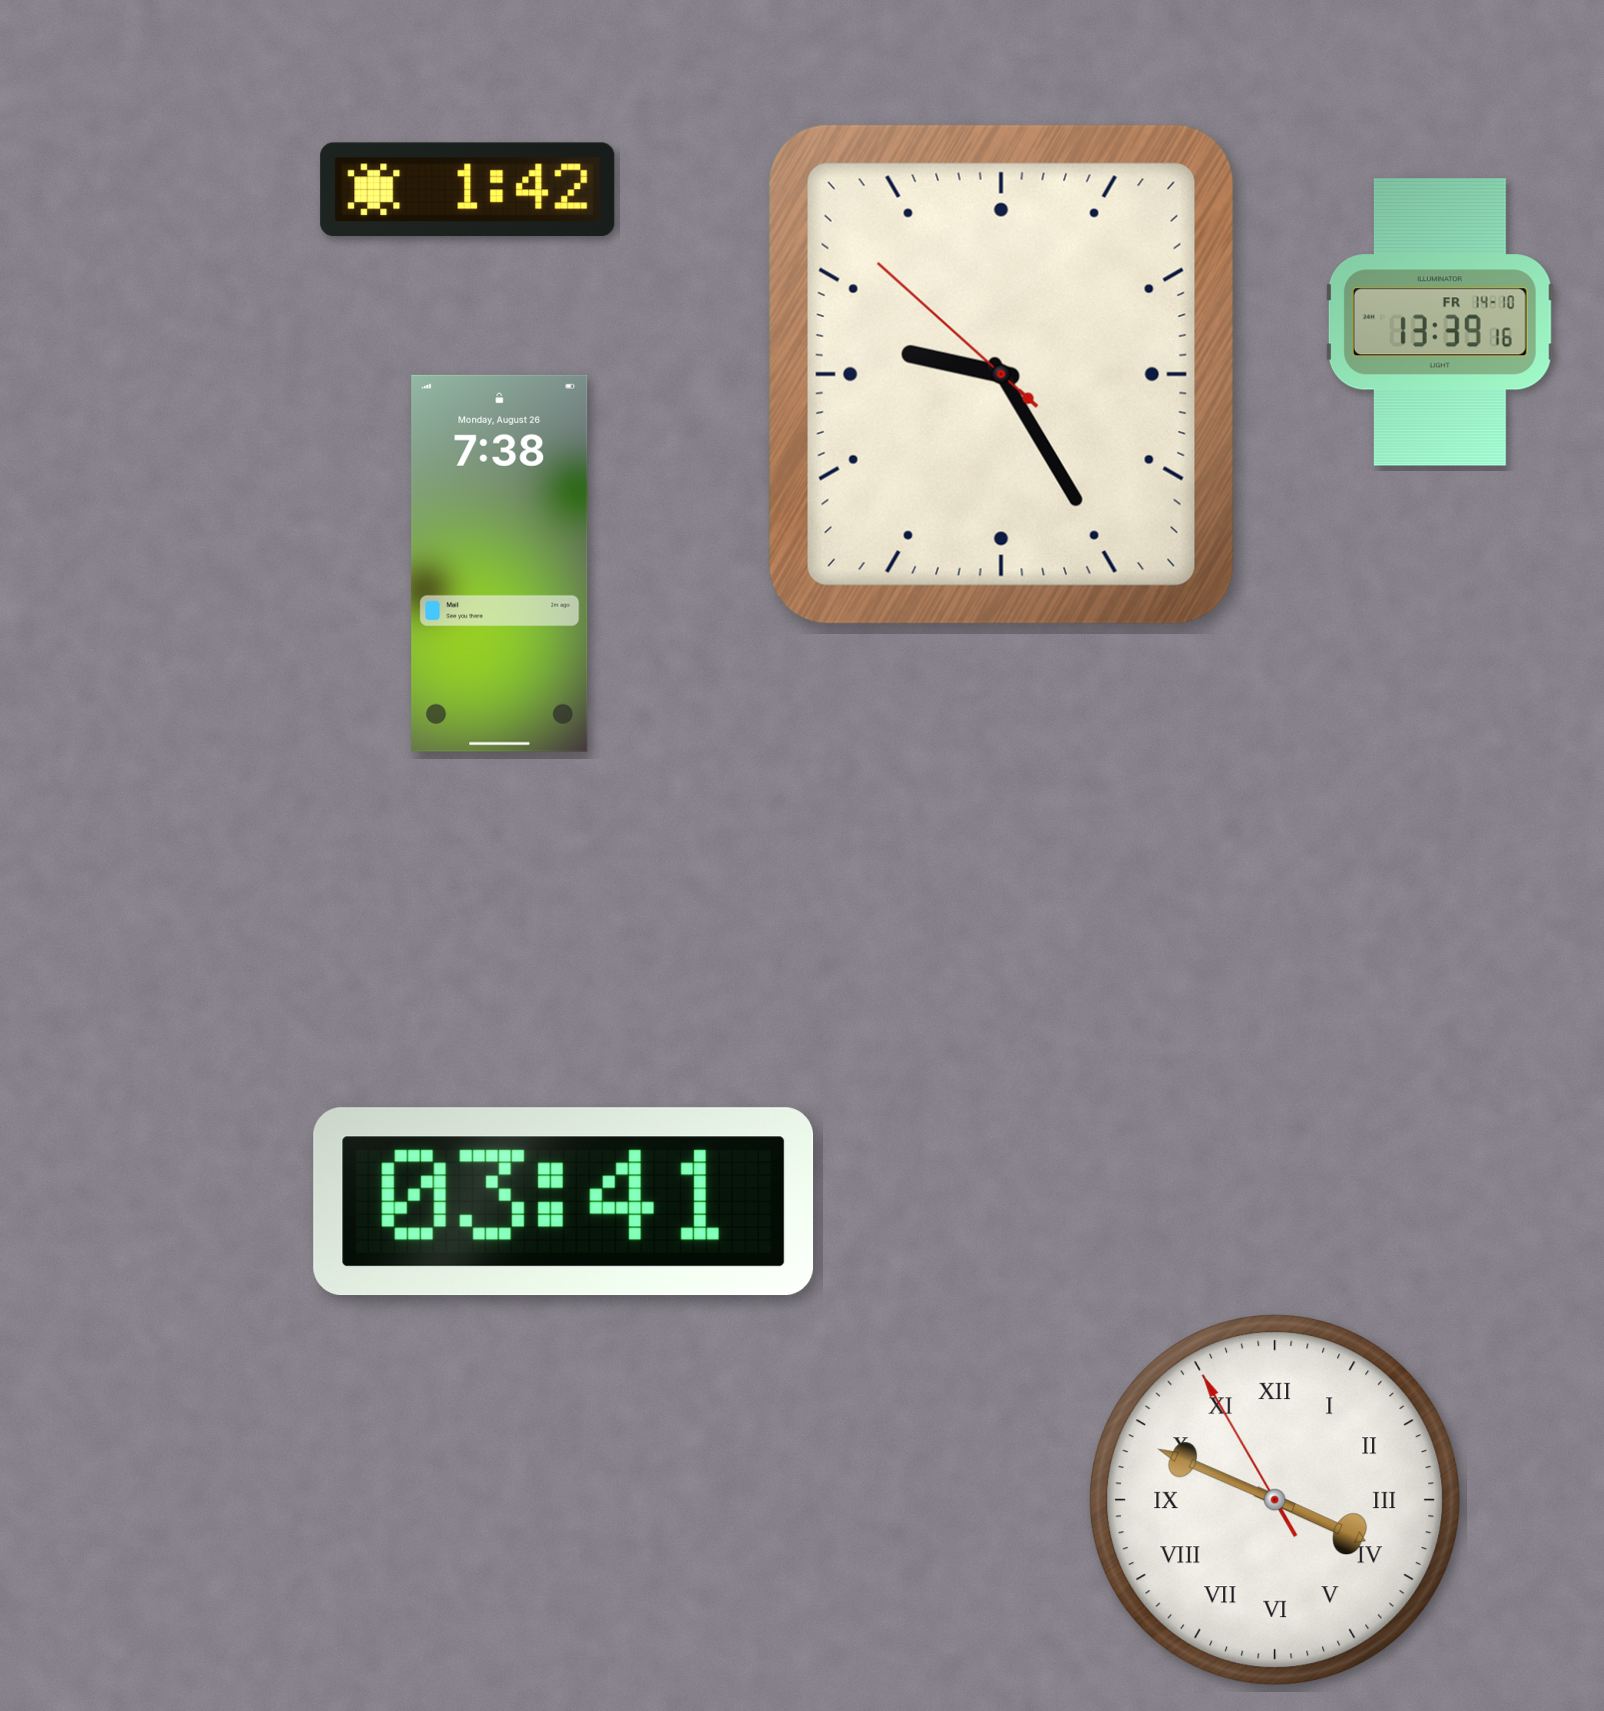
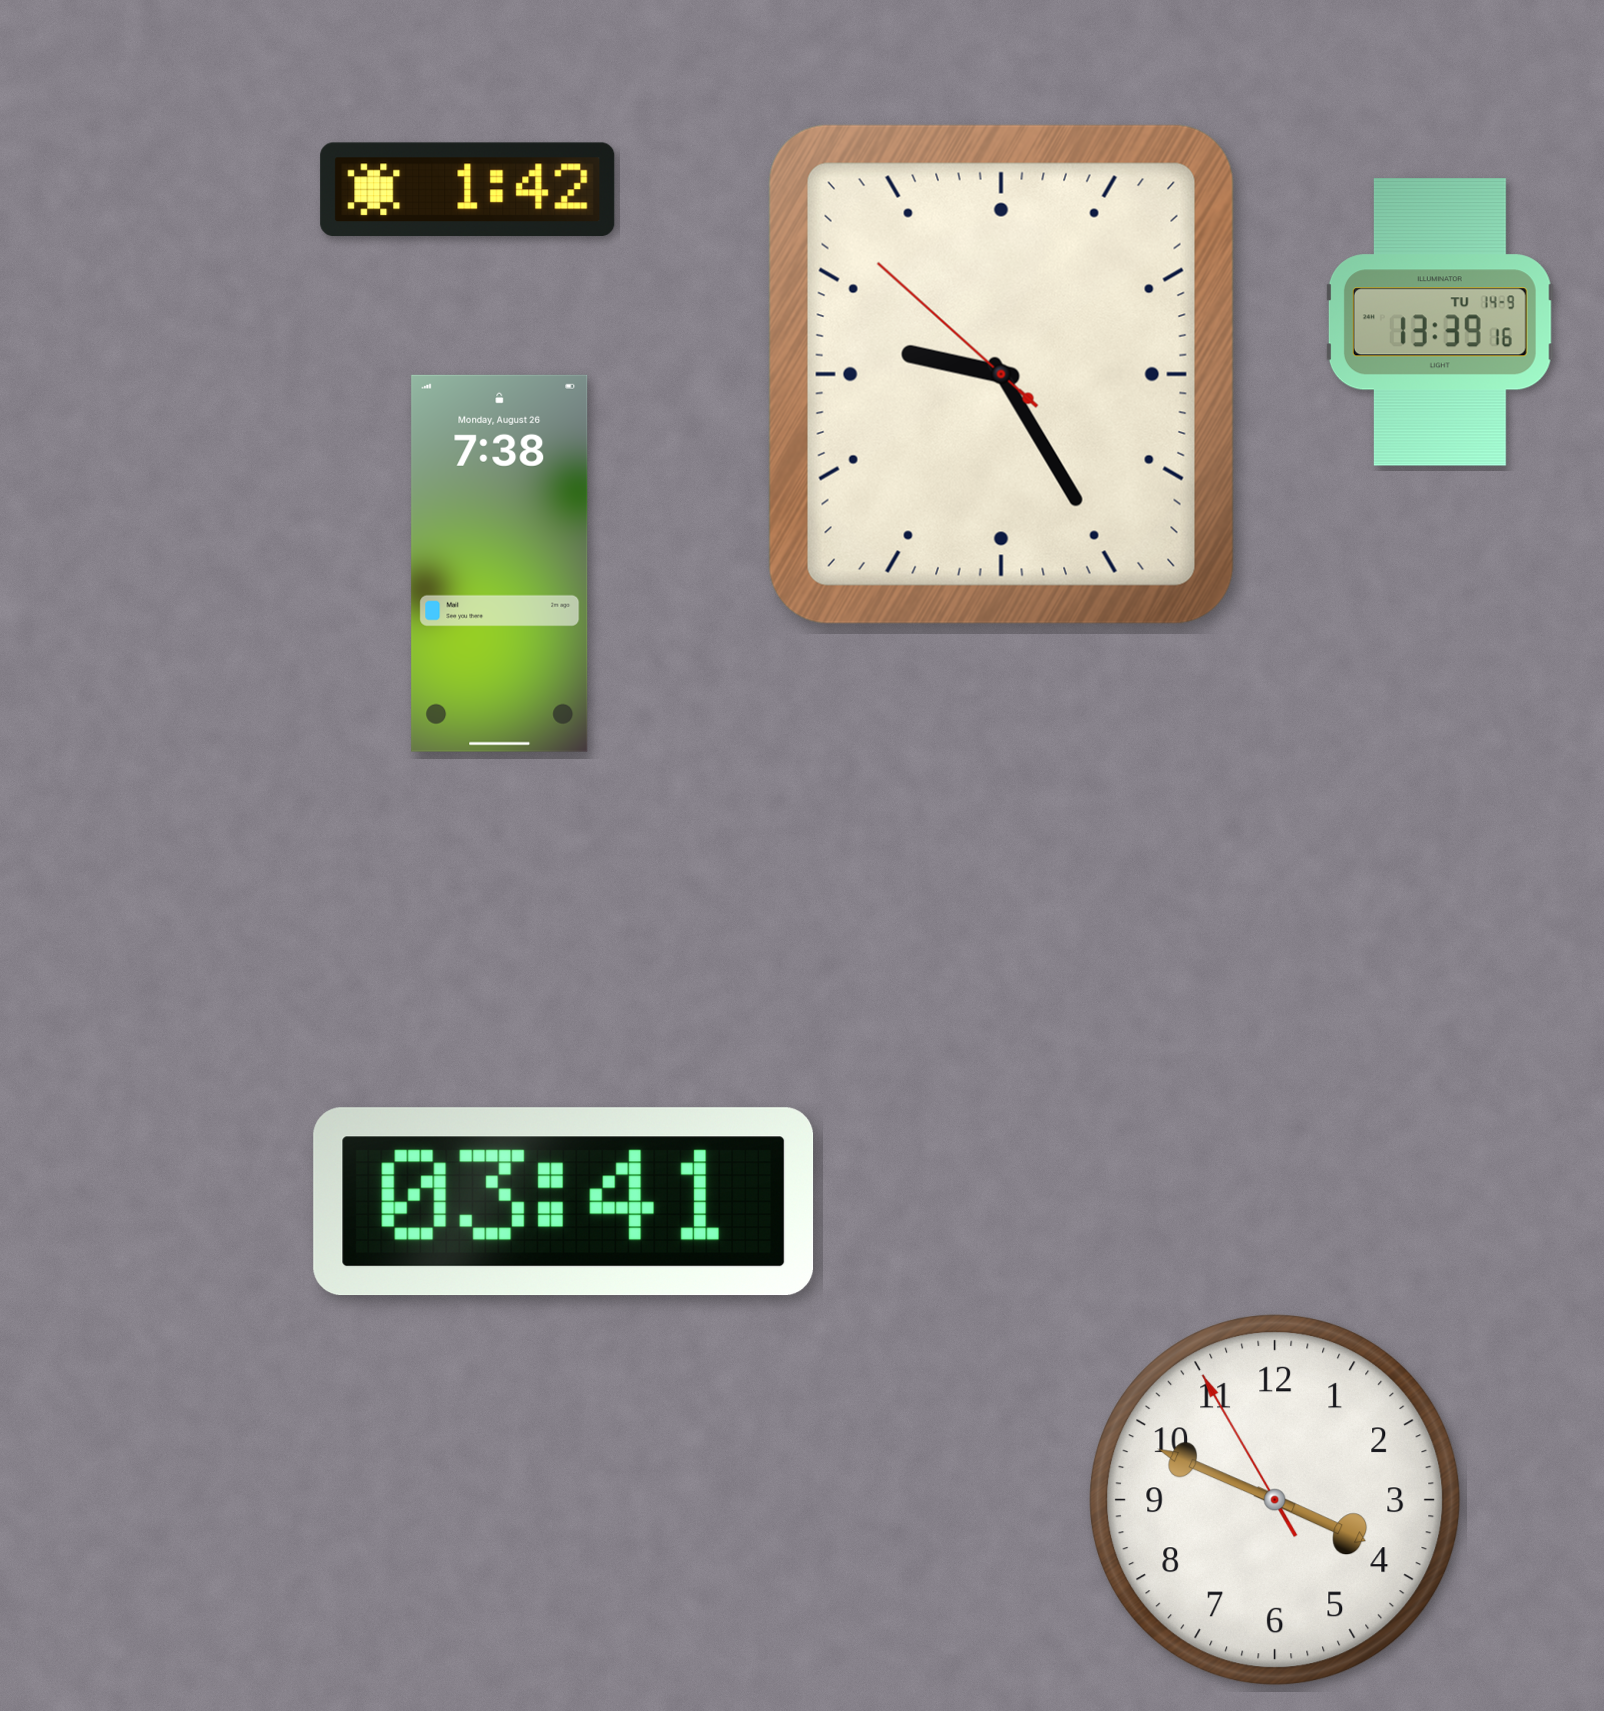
clock at (1440, 322) date: FR 14-10 -> TU 14-9
clock at (1275, 1500) numerals: Roman -> Arabic
